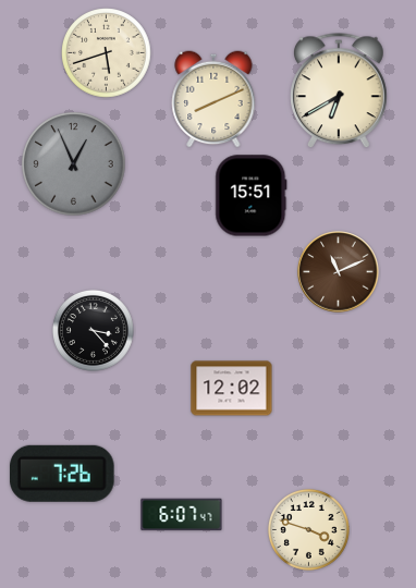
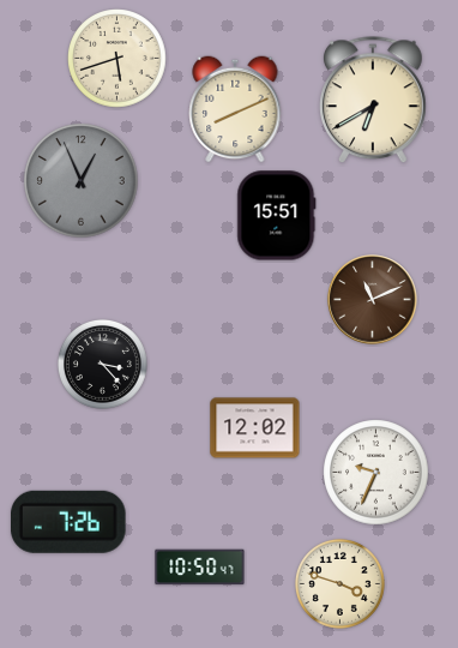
clock at (376, 473): none -> 9:34
clock at (182, 515): 6:07 -> 10:50
